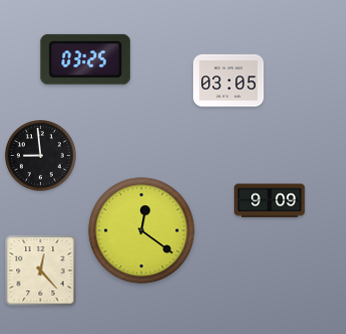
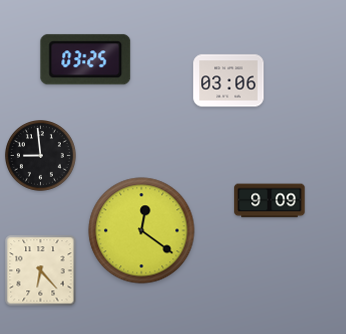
clock at (229, 81): 03:05 -> 03:06
clock at (41, 271): 12:23 -> 6:23
